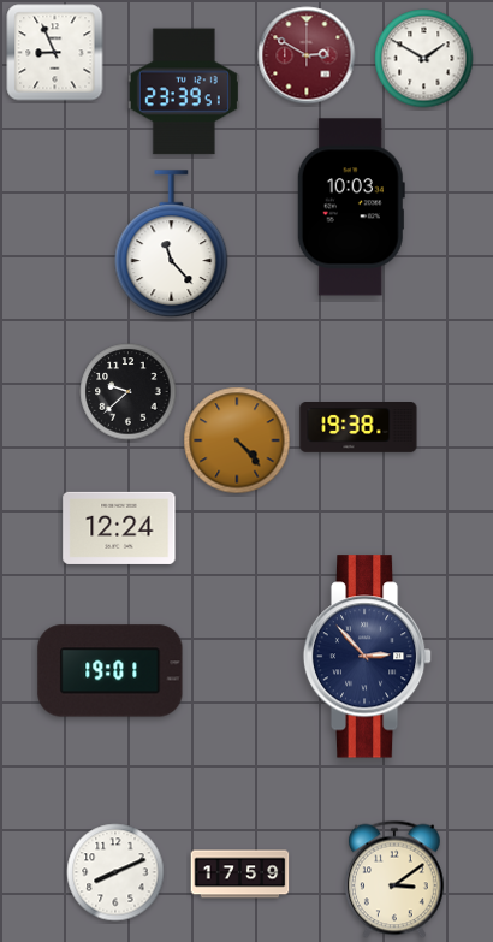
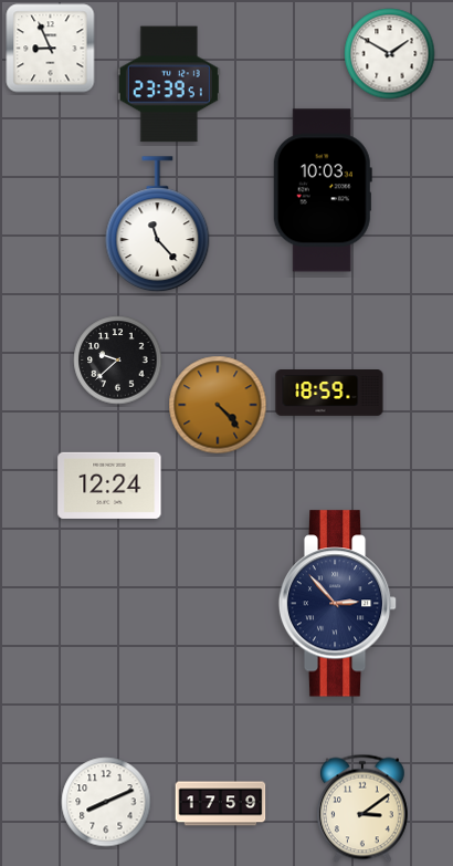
clock at (307, 55): 2:50 -> none
clock at (358, 427): 19:38 -> 18:59
clock at (111, 671): 19:01 -> none
